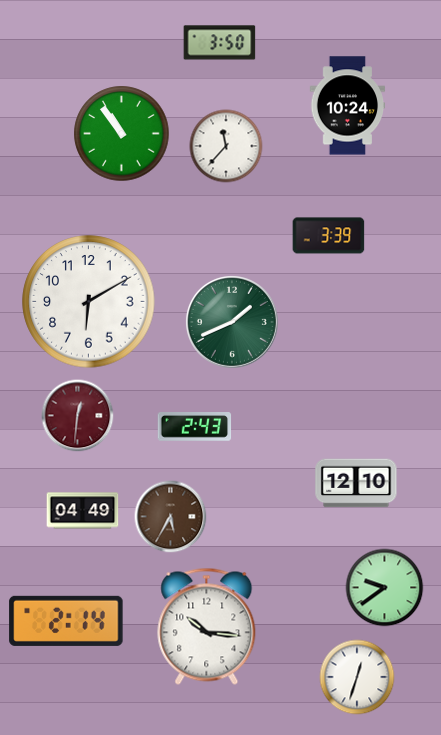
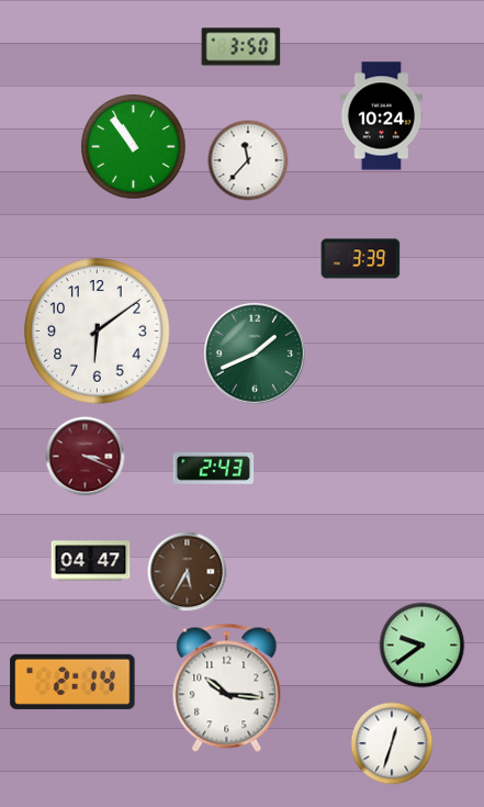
clock at (89, 302): 6:10 -> 6:09
clock at (78, 416): 12:31 -> 3:19
clock at (356, 483): 12:10 -> none
clock at (83, 511): 04:49 -> 04:47
clock at (171, 517) position: (171, 517) -> (188, 572)
